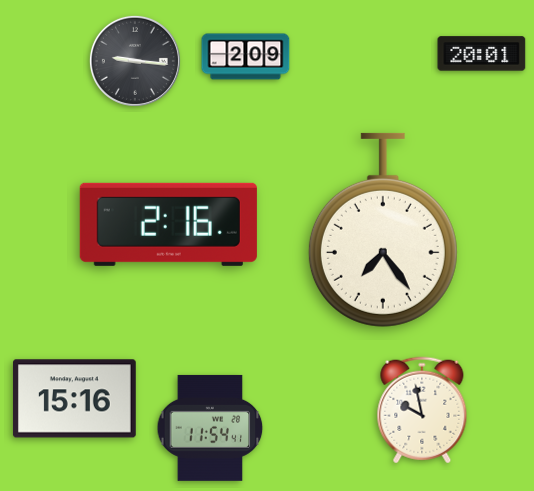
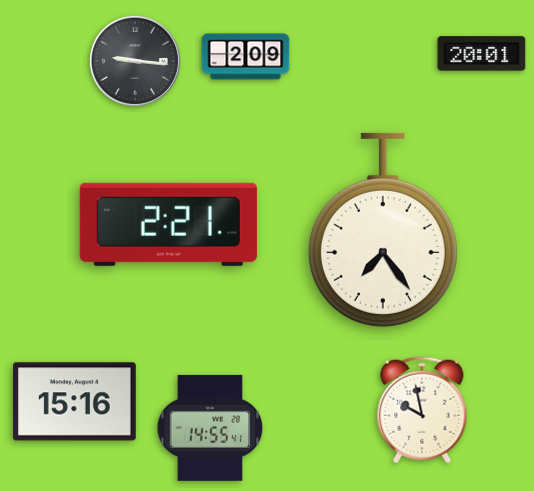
clock at (168, 224): 2:16 -> 2:21
clock at (75, 399) position: (75, 399) -> (75, 402)
clock at (210, 428): 11:54 -> 14:55
